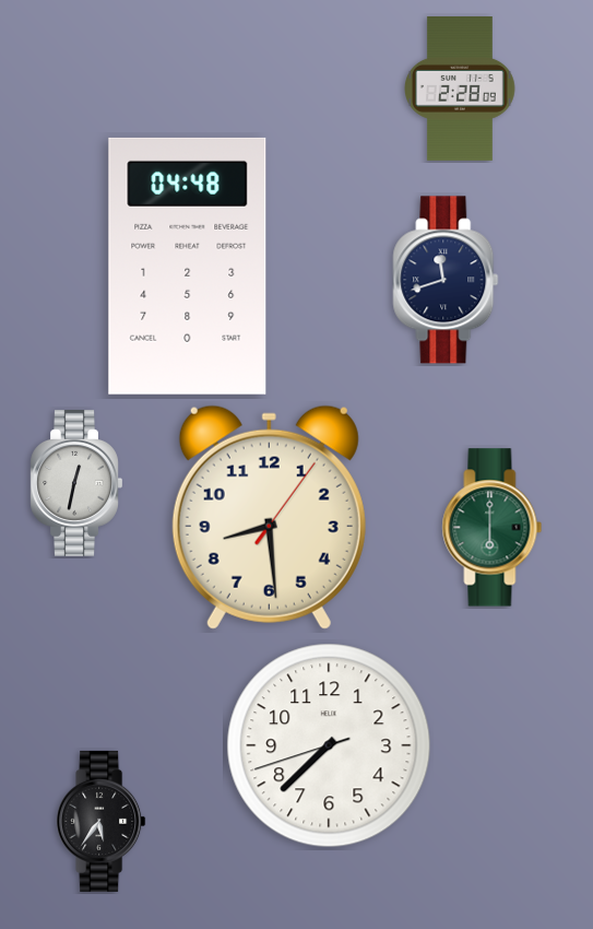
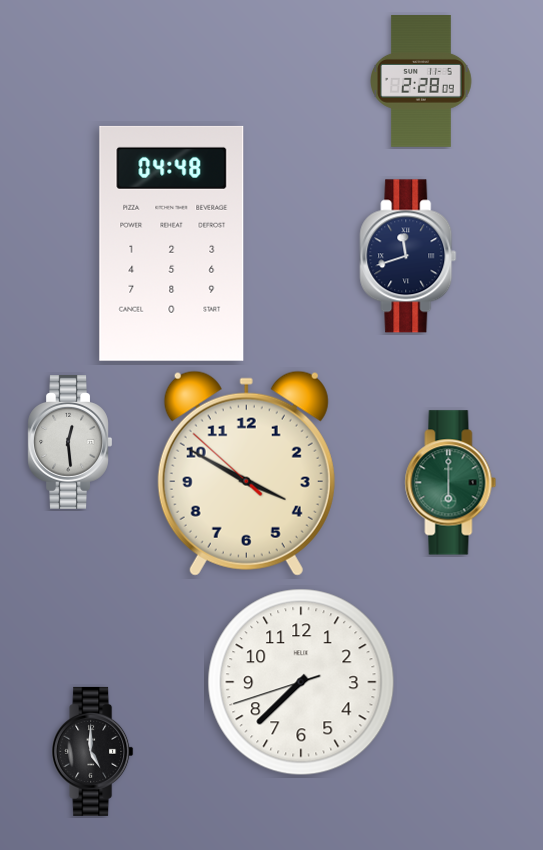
clock at (76, 484): 12:32 -> 12:29
clock at (269, 517): 8:29 -> 3:49
clock at (102, 821): 5:36 -> 5:00
